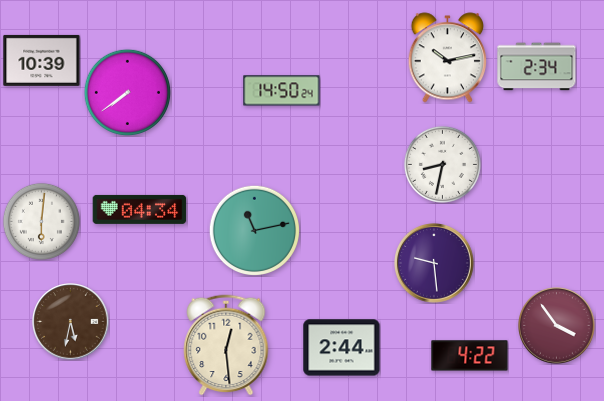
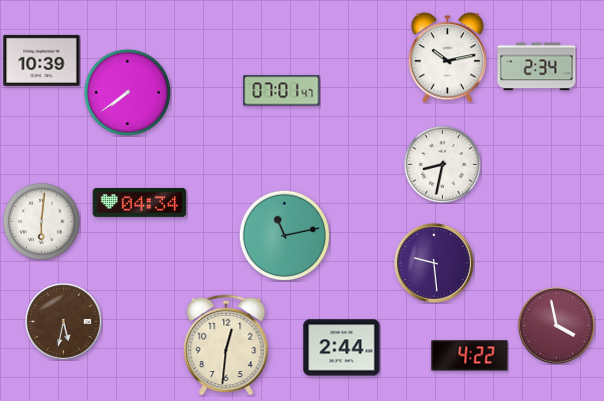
clock at (282, 91): 14:50 -> 07:01
clock at (140, 209) position: (140, 209) -> (140, 202)
clock at (254, 230) position: (254, 230) -> (284, 235)
clock at (71, 322) position: (71, 322) -> (64, 322)
clock at (557, 326): 3:54 -> 3:58
clock at (226, 345): 12:29 -> 12:31
